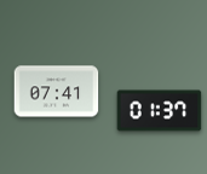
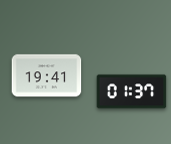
clock at (57, 92): 07:41 -> 19:41
